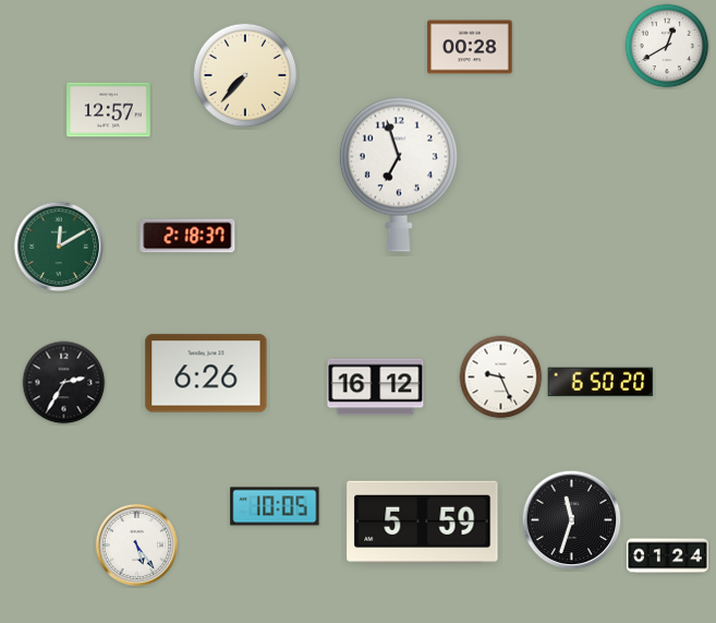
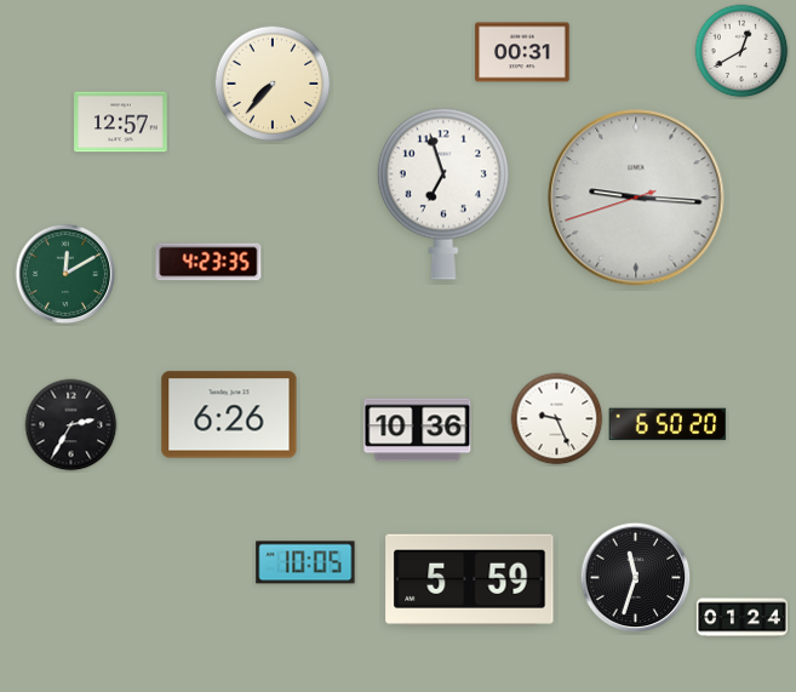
clock at (470, 47): 00:28 -> 00:31
clock at (636, 198): none -> 9:15
clock at (187, 236): 2:18 -> 4:23
clock at (376, 387): 16:12 -> 10:36
clock at (136, 544): 5:24 -> none
